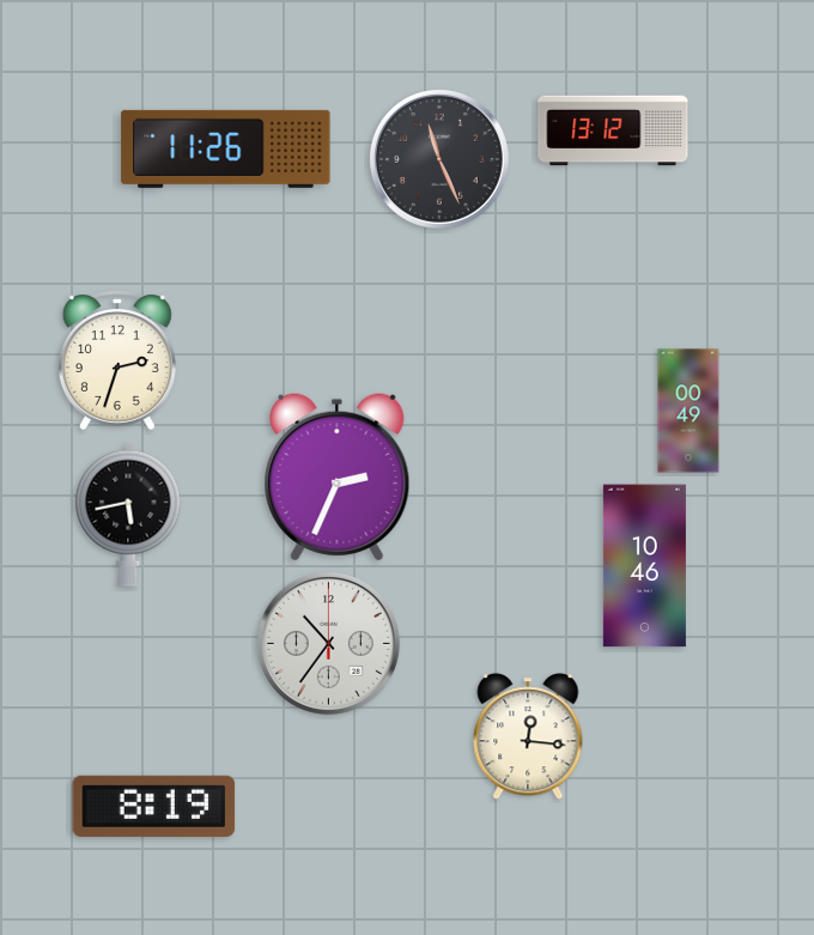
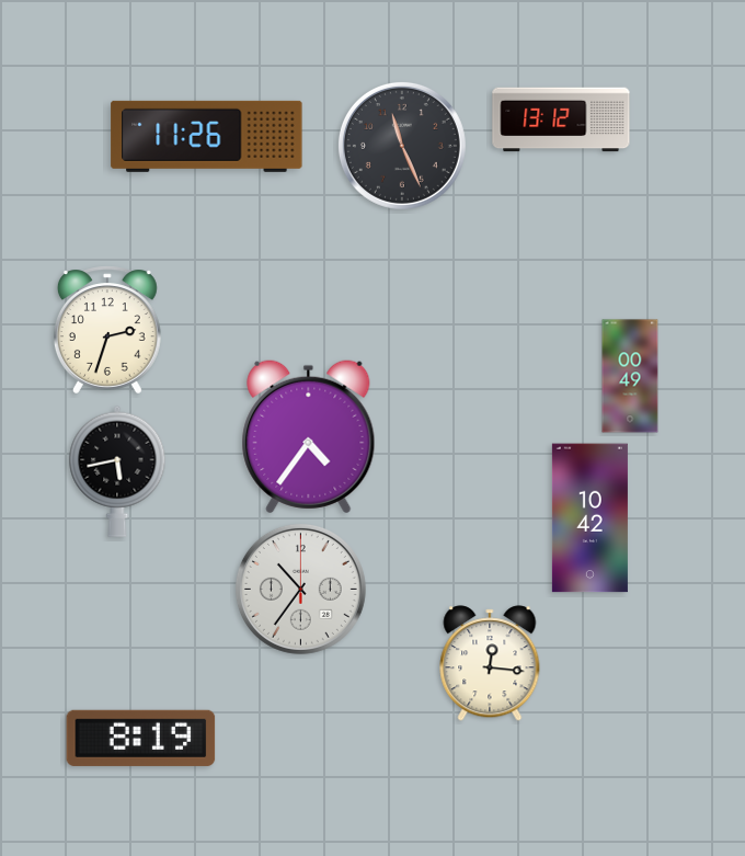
clock at (338, 478): 2:34 -> 4:36
clock at (644, 566): 10:46 -> 10:42
clock at (528, 736) position: (528, 736) -> (490, 663)
